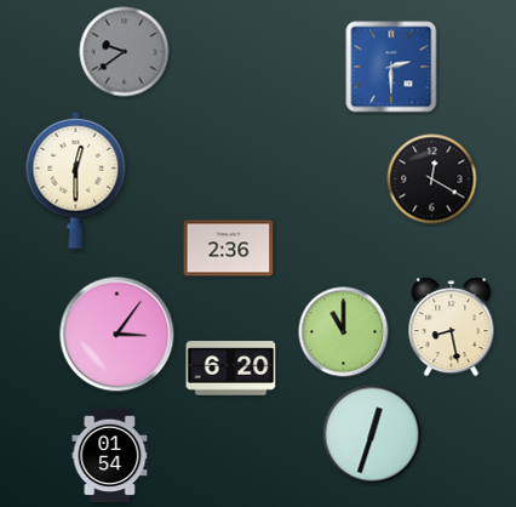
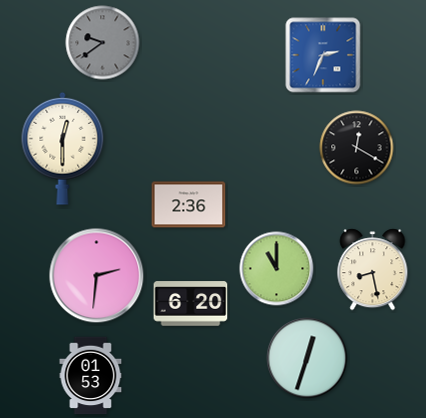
clock at (391, 67): 2:30 -> 2:34
clock at (344, 332) position: (344, 332) -> (277, 269)
clock at (117, 335): 3:06 -> 2:31
clock at (110, 456): 01:54 -> 01:53
